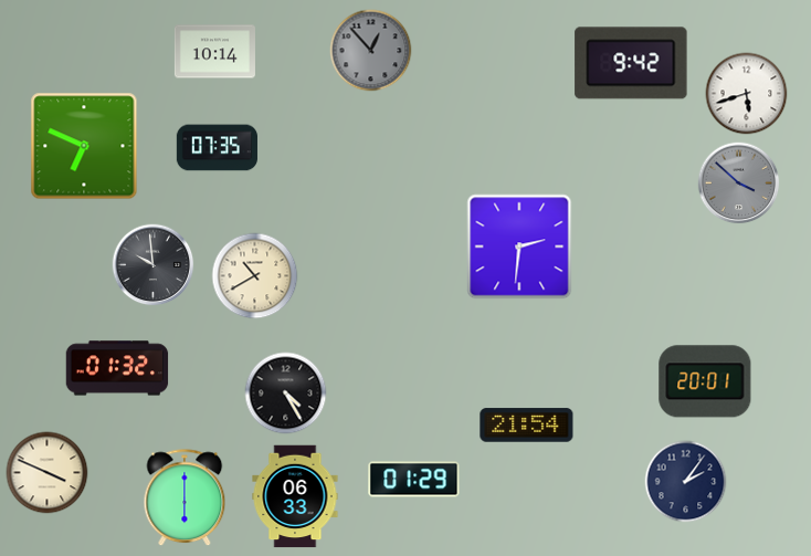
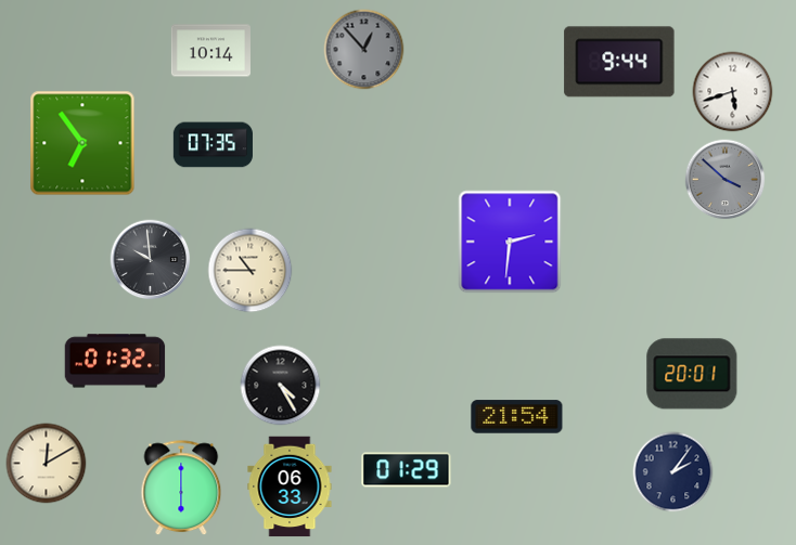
clock at (631, 63): 9:42 -> 9:44
clock at (84, 146): 6:49 -> 6:54
clock at (255, 276): 10:40 -> 10:45
clock at (48, 473): 3:49 -> 12:10
